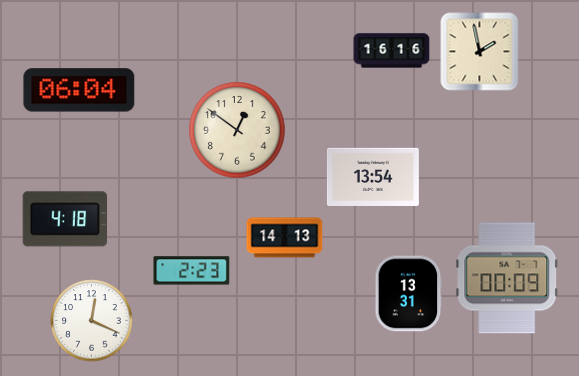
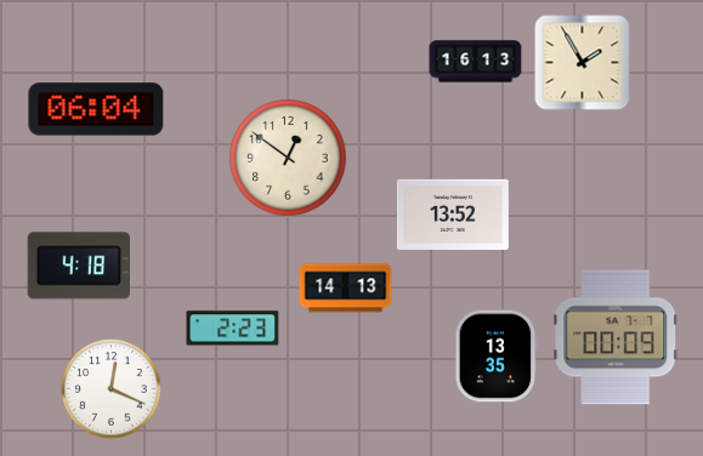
clock at (392, 51): 16:16 -> 16:13
clock at (480, 52): 1:58 -> 1:55
clock at (373, 177): 13:54 -> 13:52
clock at (409, 294): 13:31 -> 13:35
